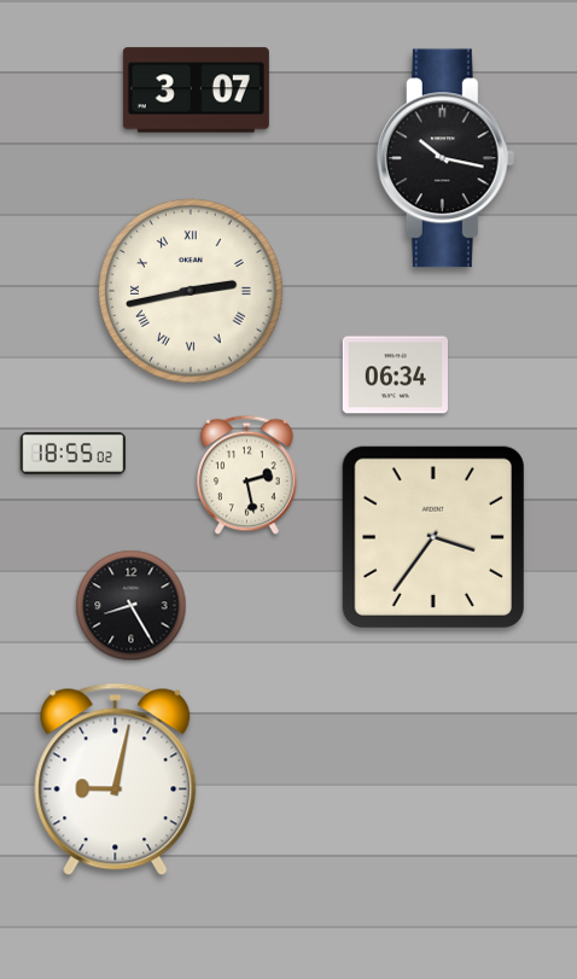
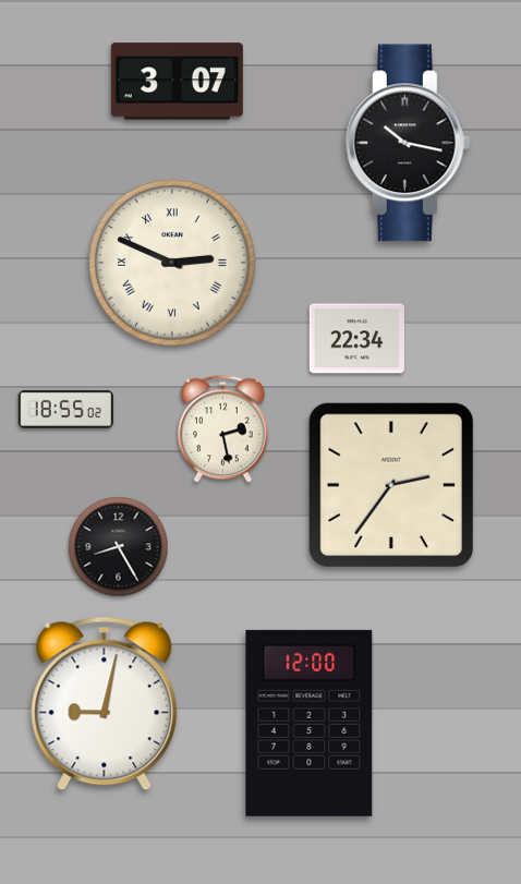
clock at (445, 158) position: (445, 158) -> (408, 143)
clock at (191, 292): 2:43 -> 2:49
clock at (395, 375): 06:34 -> 22:34
clock at (433, 537): 3:36 -> 2:36
clock at (310, 723): none -> 12:00
